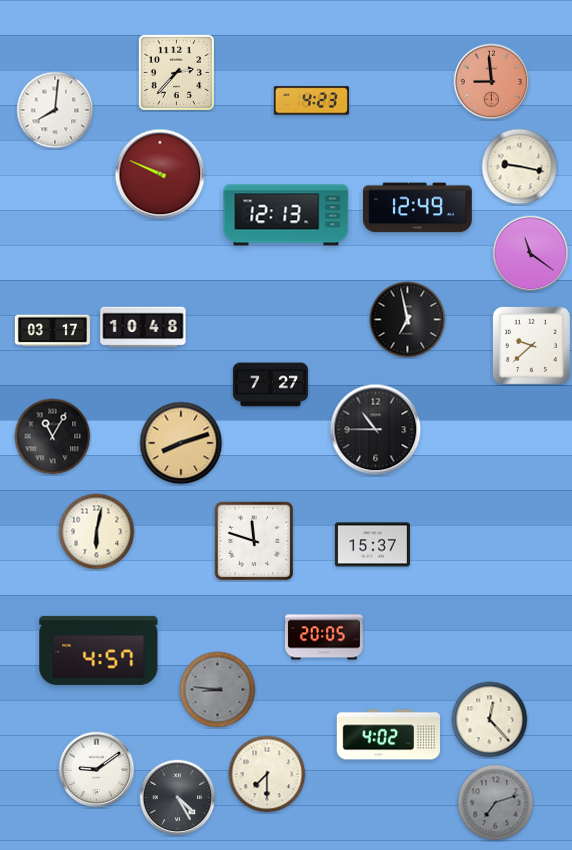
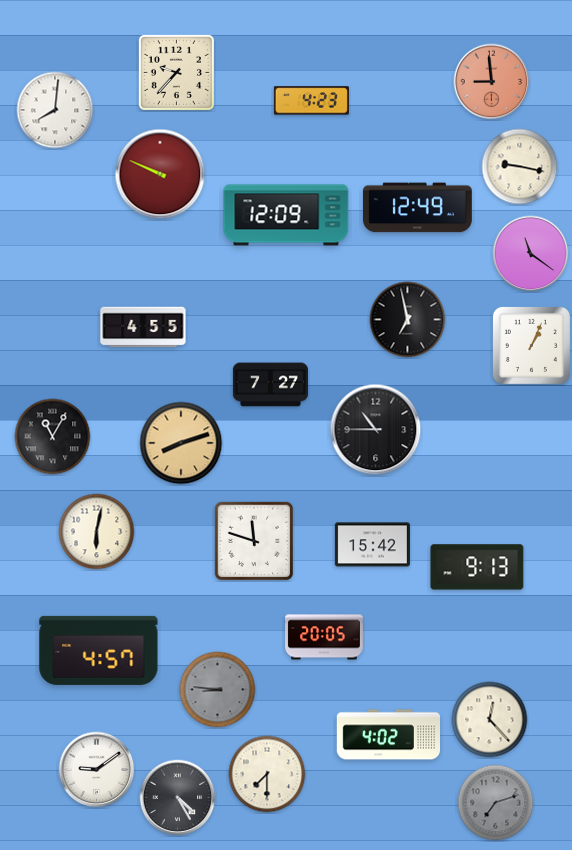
clock at (176, 72): 2:37 -> 9:37
clock at (286, 215): 12:13 -> 12:09
clock at (143, 327): 10:48 -> 4:55
clock at (52, 331): 03:17 -> none
clock at (531, 345): 9:38 -> 1:04
clock at (372, 545): 15:37 -> 15:42
clock at (477, 567): none -> 9:13
